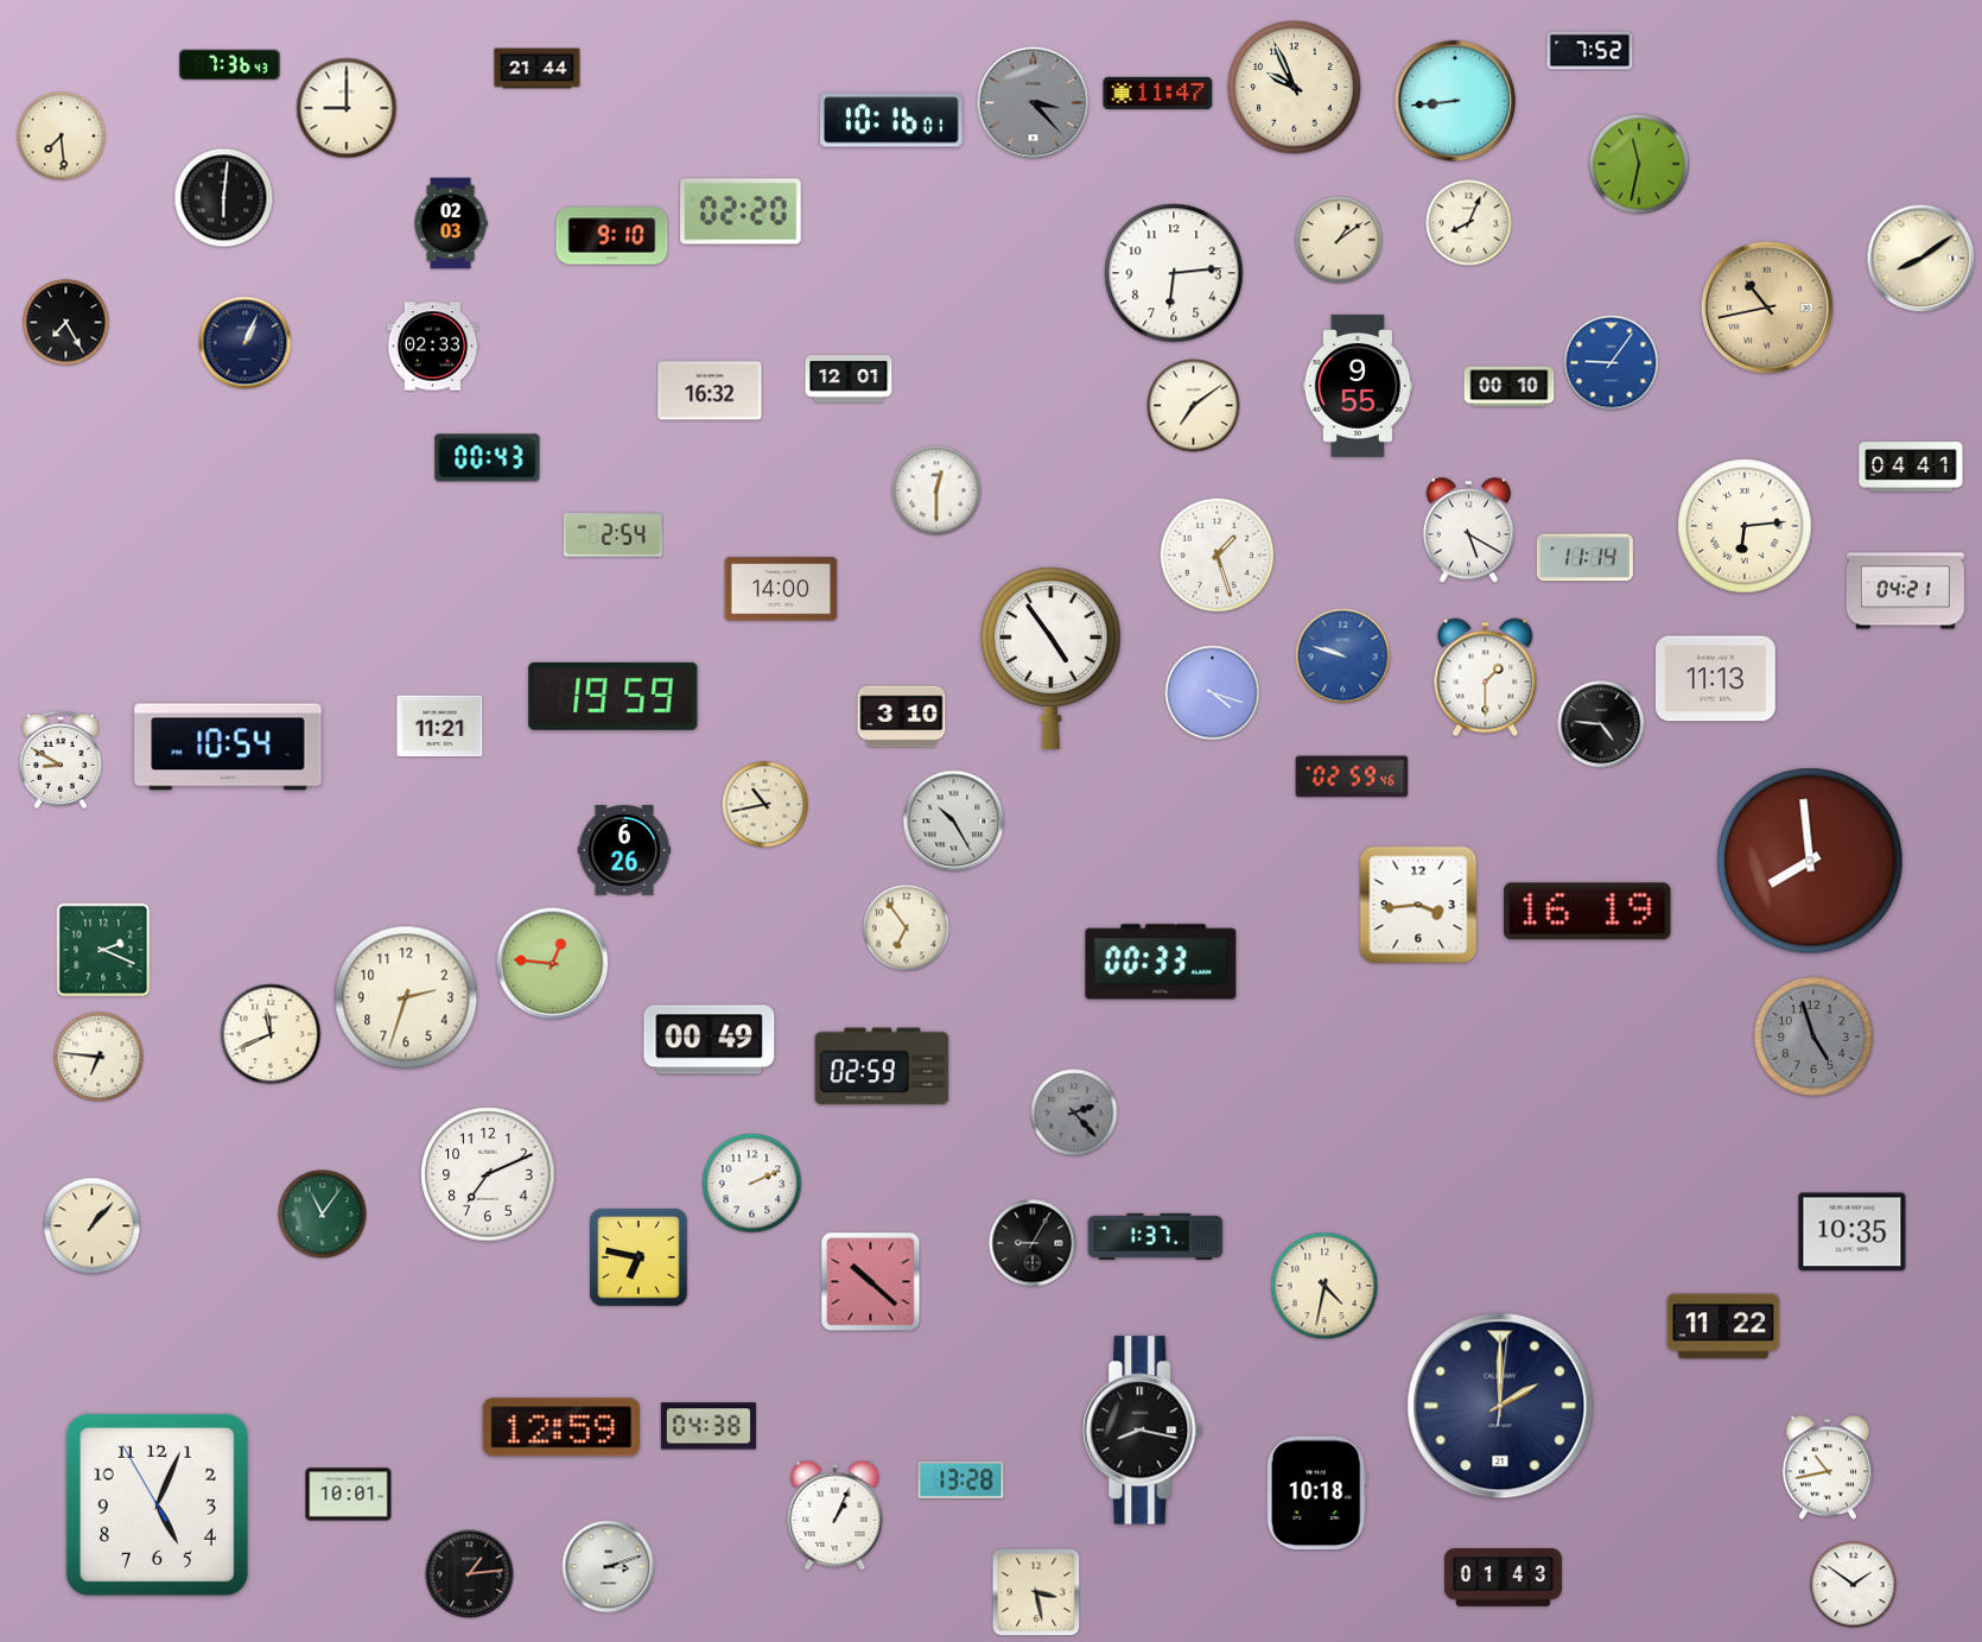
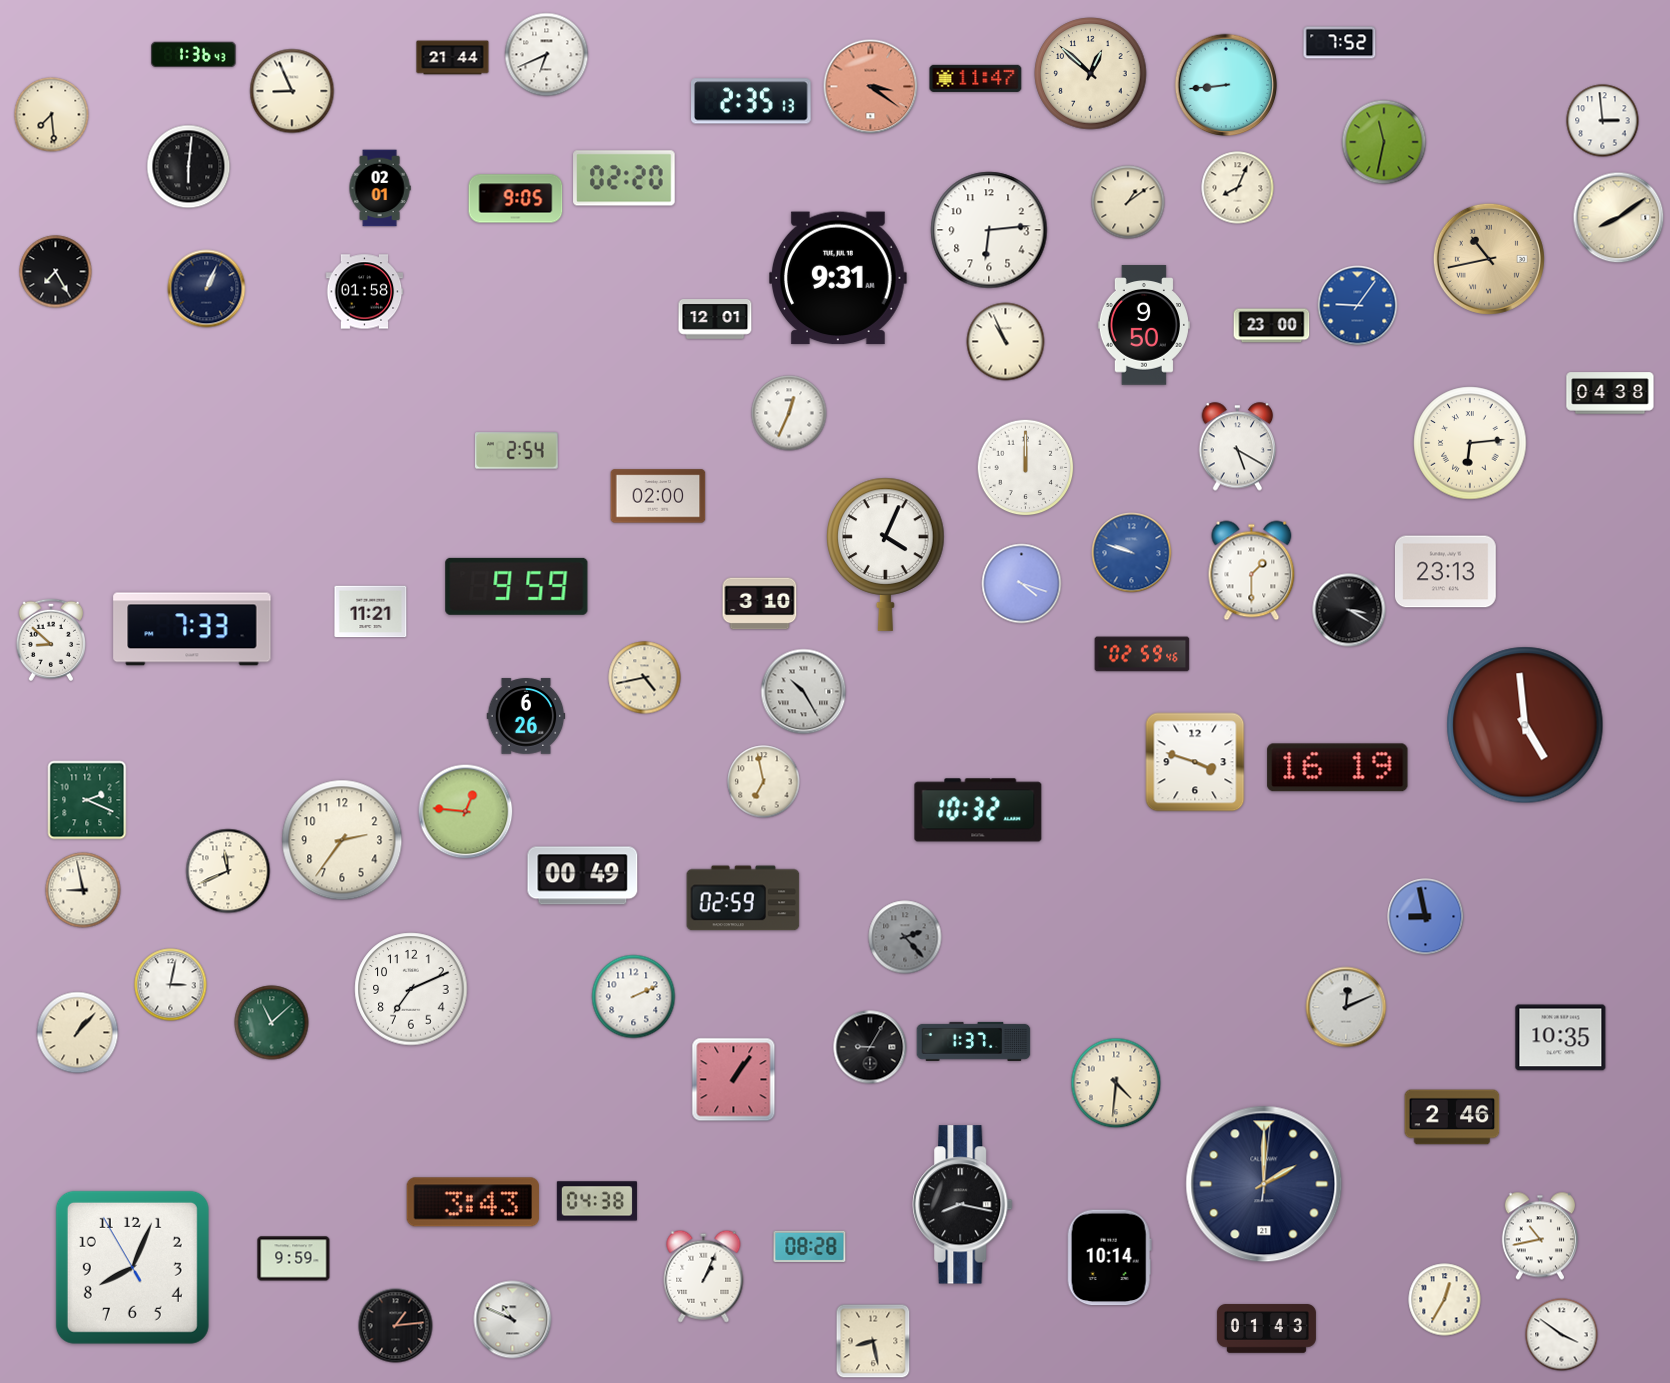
clock at (230, 65): 7:36 -> 1:36
clock at (547, 55): none -> 6:41
clock at (1295, 88): 9:56 -> 12:52
clock at (1034, 103): 3:23 -> 3:21
clock at (1034, 103) dial: grey -> salmon
clock at (347, 108): 9:00 -> 8:56
clock at (892, 120): 10:16 -> 2:35
clock at (1603, 121): none -> 2:59
clock at (1639, 164) position: (1639, 164) -> (1384, 142)
clock at (451, 223): 02:03 -> 02:01
clock at (612, 236): 9:10 -> 9:05
clock at (839, 278): none -> 9:31
clock at (433, 347): 02:33 -> 01:58
clock at (1358, 386): 9:55 -> 9:50
clock at (1510, 387): 00:10 -> 23:00
clock at (710, 391): 16:32 -> none
clock at (1194, 406): 7:09 -> 10:56
clock at (488, 458): 00:43 -> none
clock at (1911, 467): 04:41 -> 04:38
clock at (936, 490): 12:30 -> 12:34
clock at (1218, 556): 1:27 -> 12:00
clock at (1584, 558): 11:14 -> none
clock at (781, 589): 14:00 -> 02:00
clock at (1905, 591): 04:21 -> none
clock at (1052, 658): 4:54 -> 4:04
clock at (1715, 679): 11:13 -> 23:13
clock at (614, 696): 19:59 -> 9:59
clock at (1601, 724): 4:46 -> 3:20
clock at (228, 747): 10:54 -> 7:33
clock at (59, 759): 8:50 -> 8:52
clock at (1352, 776) position: (1352, 776) -> (1142, 654)
clock at (766, 805): 10:43 -> 4:43
clock at (1810, 861): 7:59 -> 4:59
clock at (1418, 905): 3:44 -> 3:48
clock at (907, 928): 6:54 -> 6:58
clock at (1161, 962): 00:33 -> 10:32
clock at (406, 997): 2:33 -> 2:36
clock at (1813, 1036): 4:57 -> none
clock at (710, 1040) position: (710, 1040) -> (583, 876)
clock at (99, 1057): 6:46 -> 8:58
clock at (1426, 917): none -> 8:58
clock at (171, 985): none -> 3:02
clock at (1346, 1007): none -> 12:11
clock at (323, 1215): 11:06 -> 11:08
clock at (639, 1257): 6:47 -> none
clock at (871, 1282): 10:22 -> 1:06
clock at (1324, 1286): 4:32 -> 4:31
clock at (1723, 1326): 11:22 -> 2:46
clock at (561, 1427): 12:59 -> 3:43
clock at (961, 1481): 13:28 -> 08:28
clock at (1316, 1494): 10:18 -> 10:14
clock at (349, 1495): 10:01 -> 9:59
clock at (157, 1504): 5:03 -> 8:03
clock at (1445, 1300): none -> 12:35
clock at (609, 1567): 3:12 -> 10:49
clock at (1854, 1585): 1:51 -> 3:51
clock at (1036, 1592): 3:28 -> 8:28
